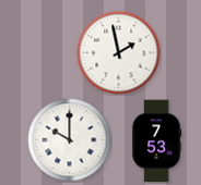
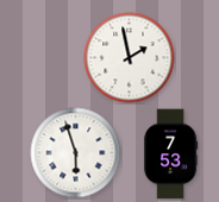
clock at (70, 140): 10:00 -> 5:57
